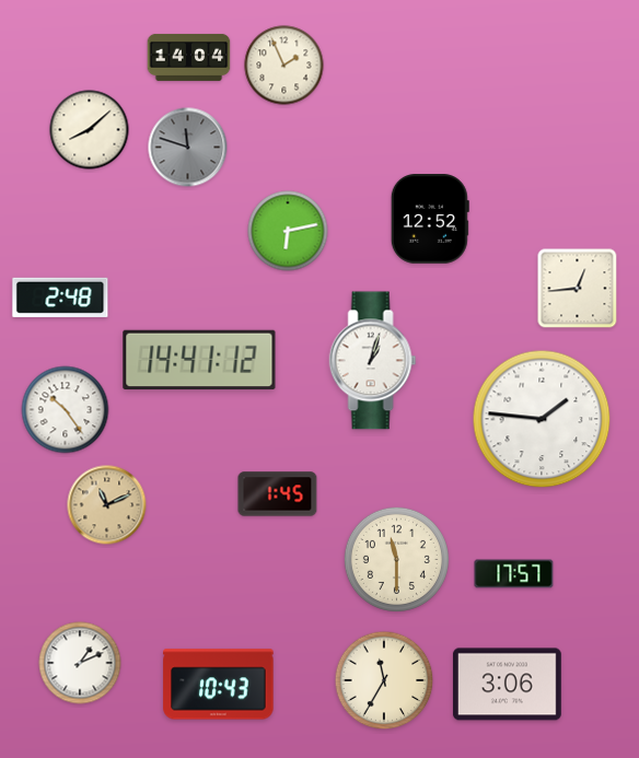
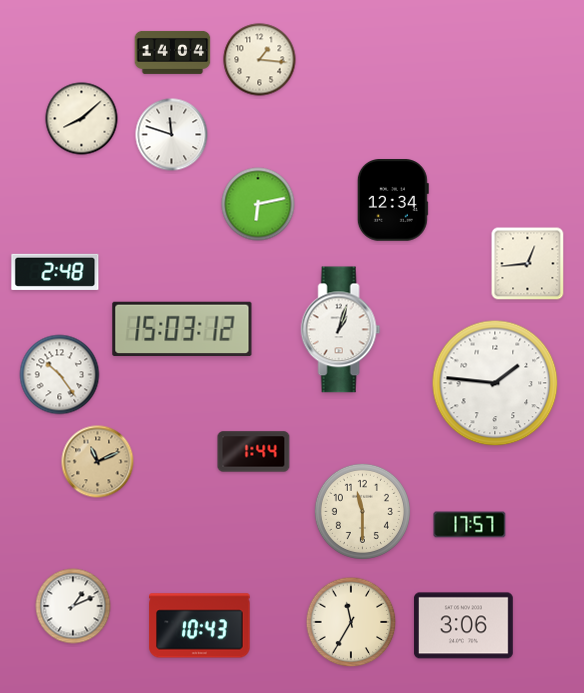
clock at (284, 66): 1:56 -> 1:16
clock at (188, 148) dial: grey -> white
clock at (430, 219): 12:52 -> 12:34
clock at (288, 231) position: (288, 231) -> (258, 204)
clock at (199, 360): 14:41 -> 15:03
clock at (278, 494): 1:45 -> 1:44
